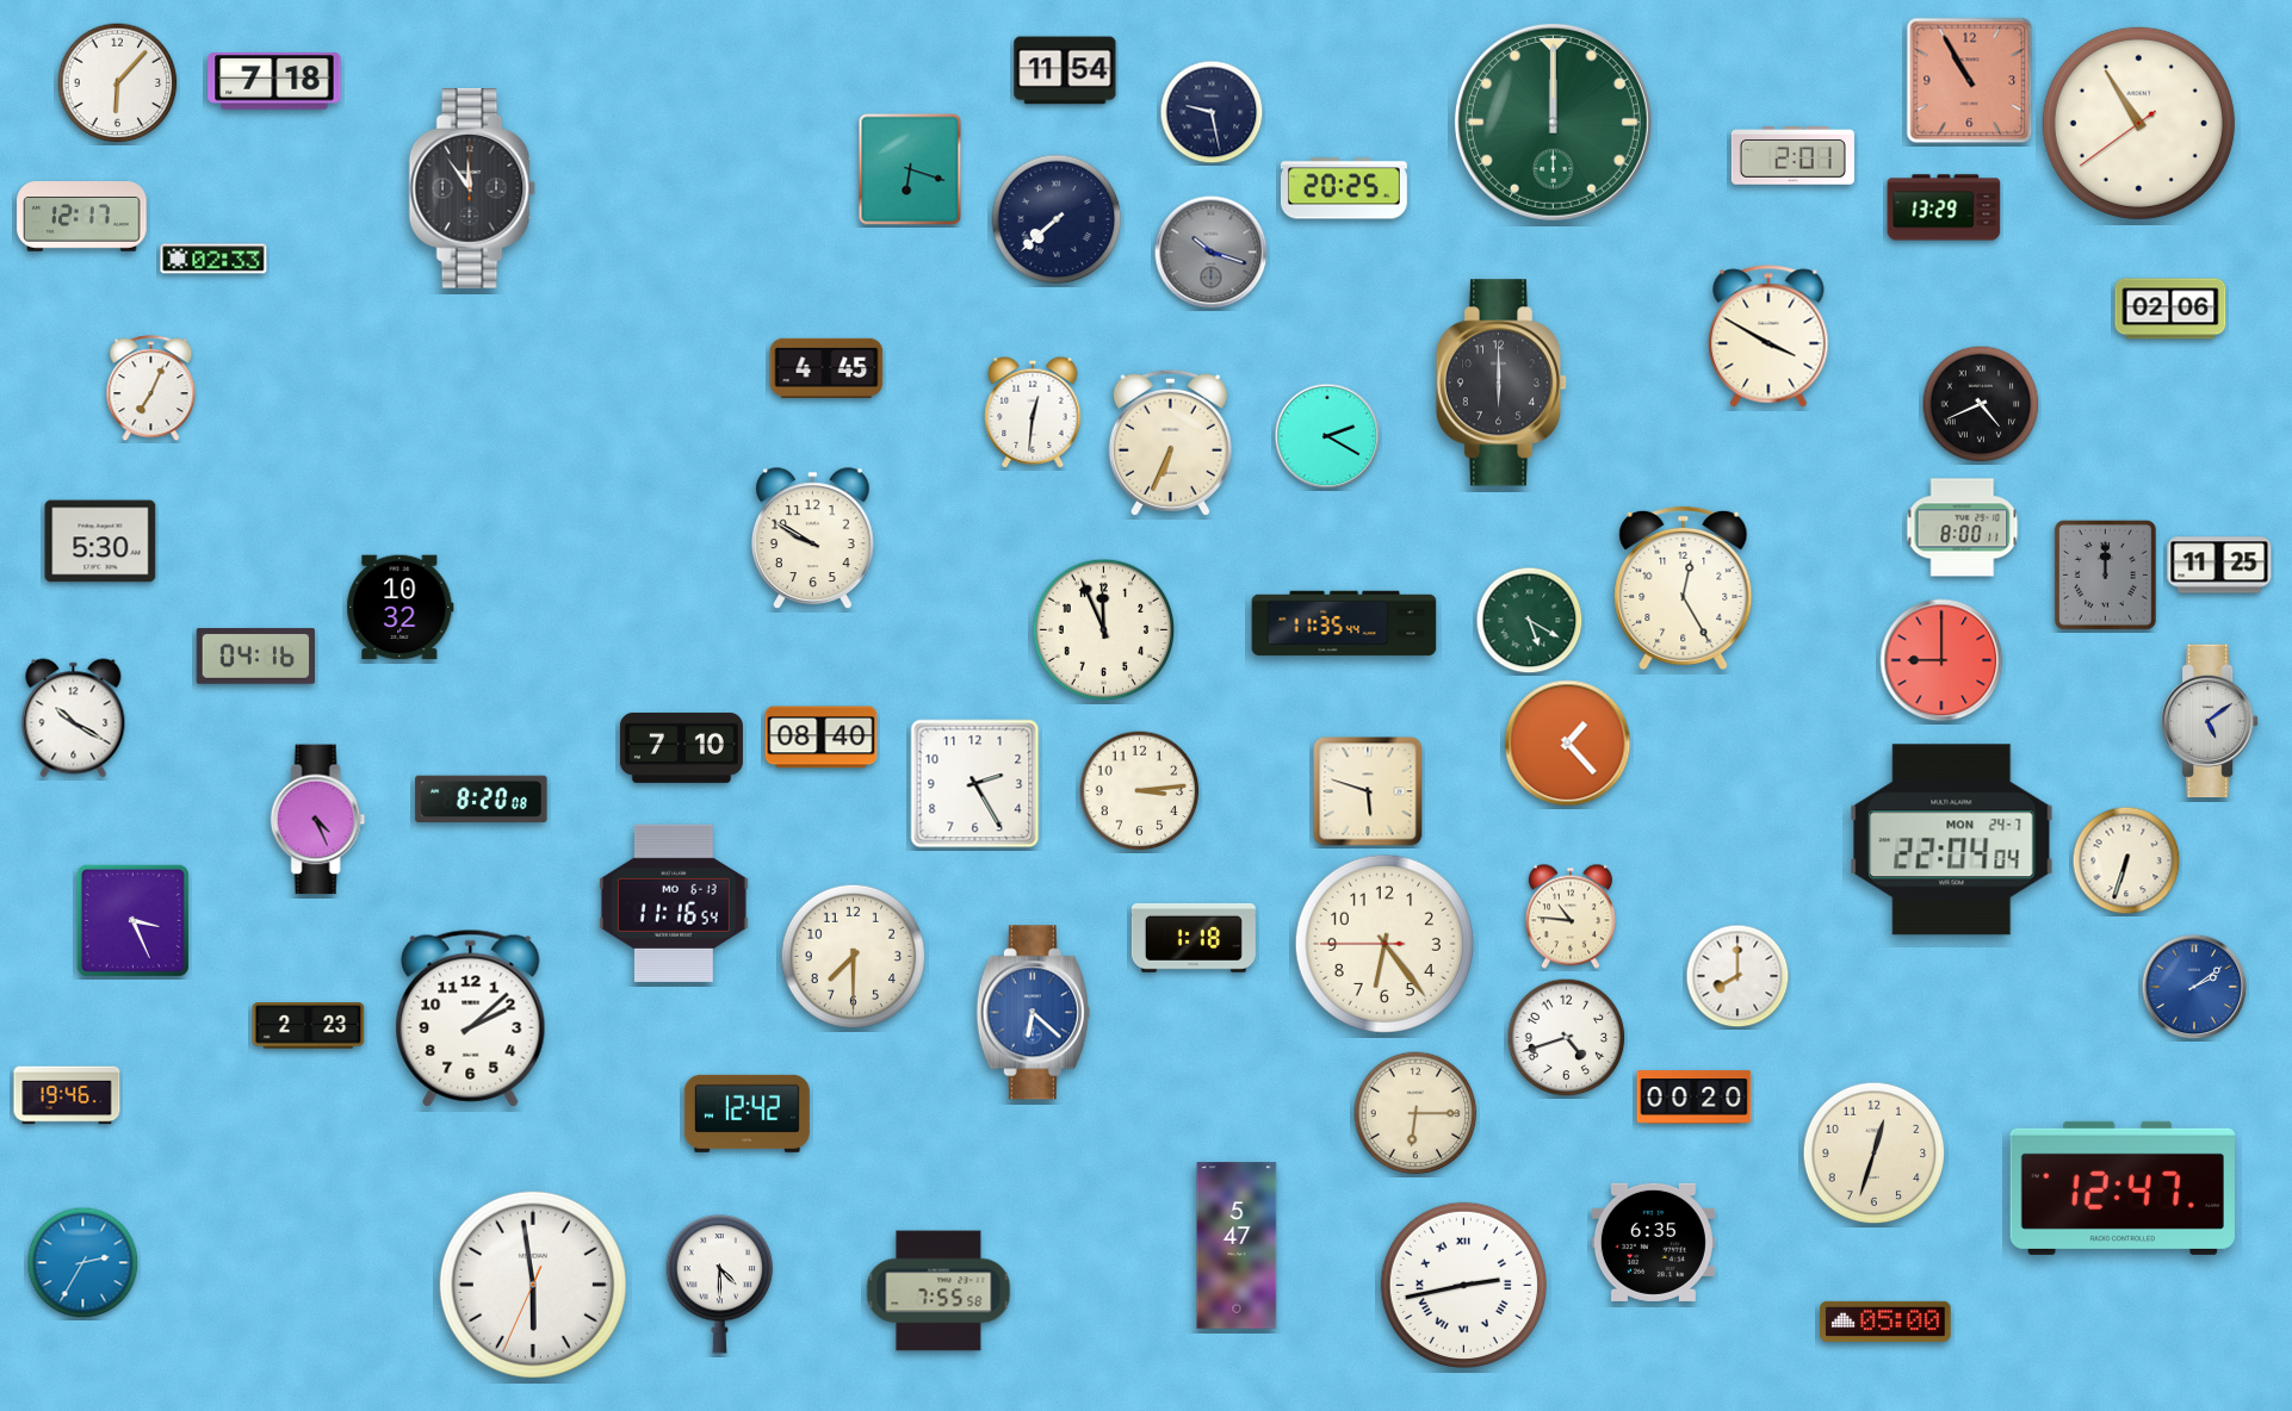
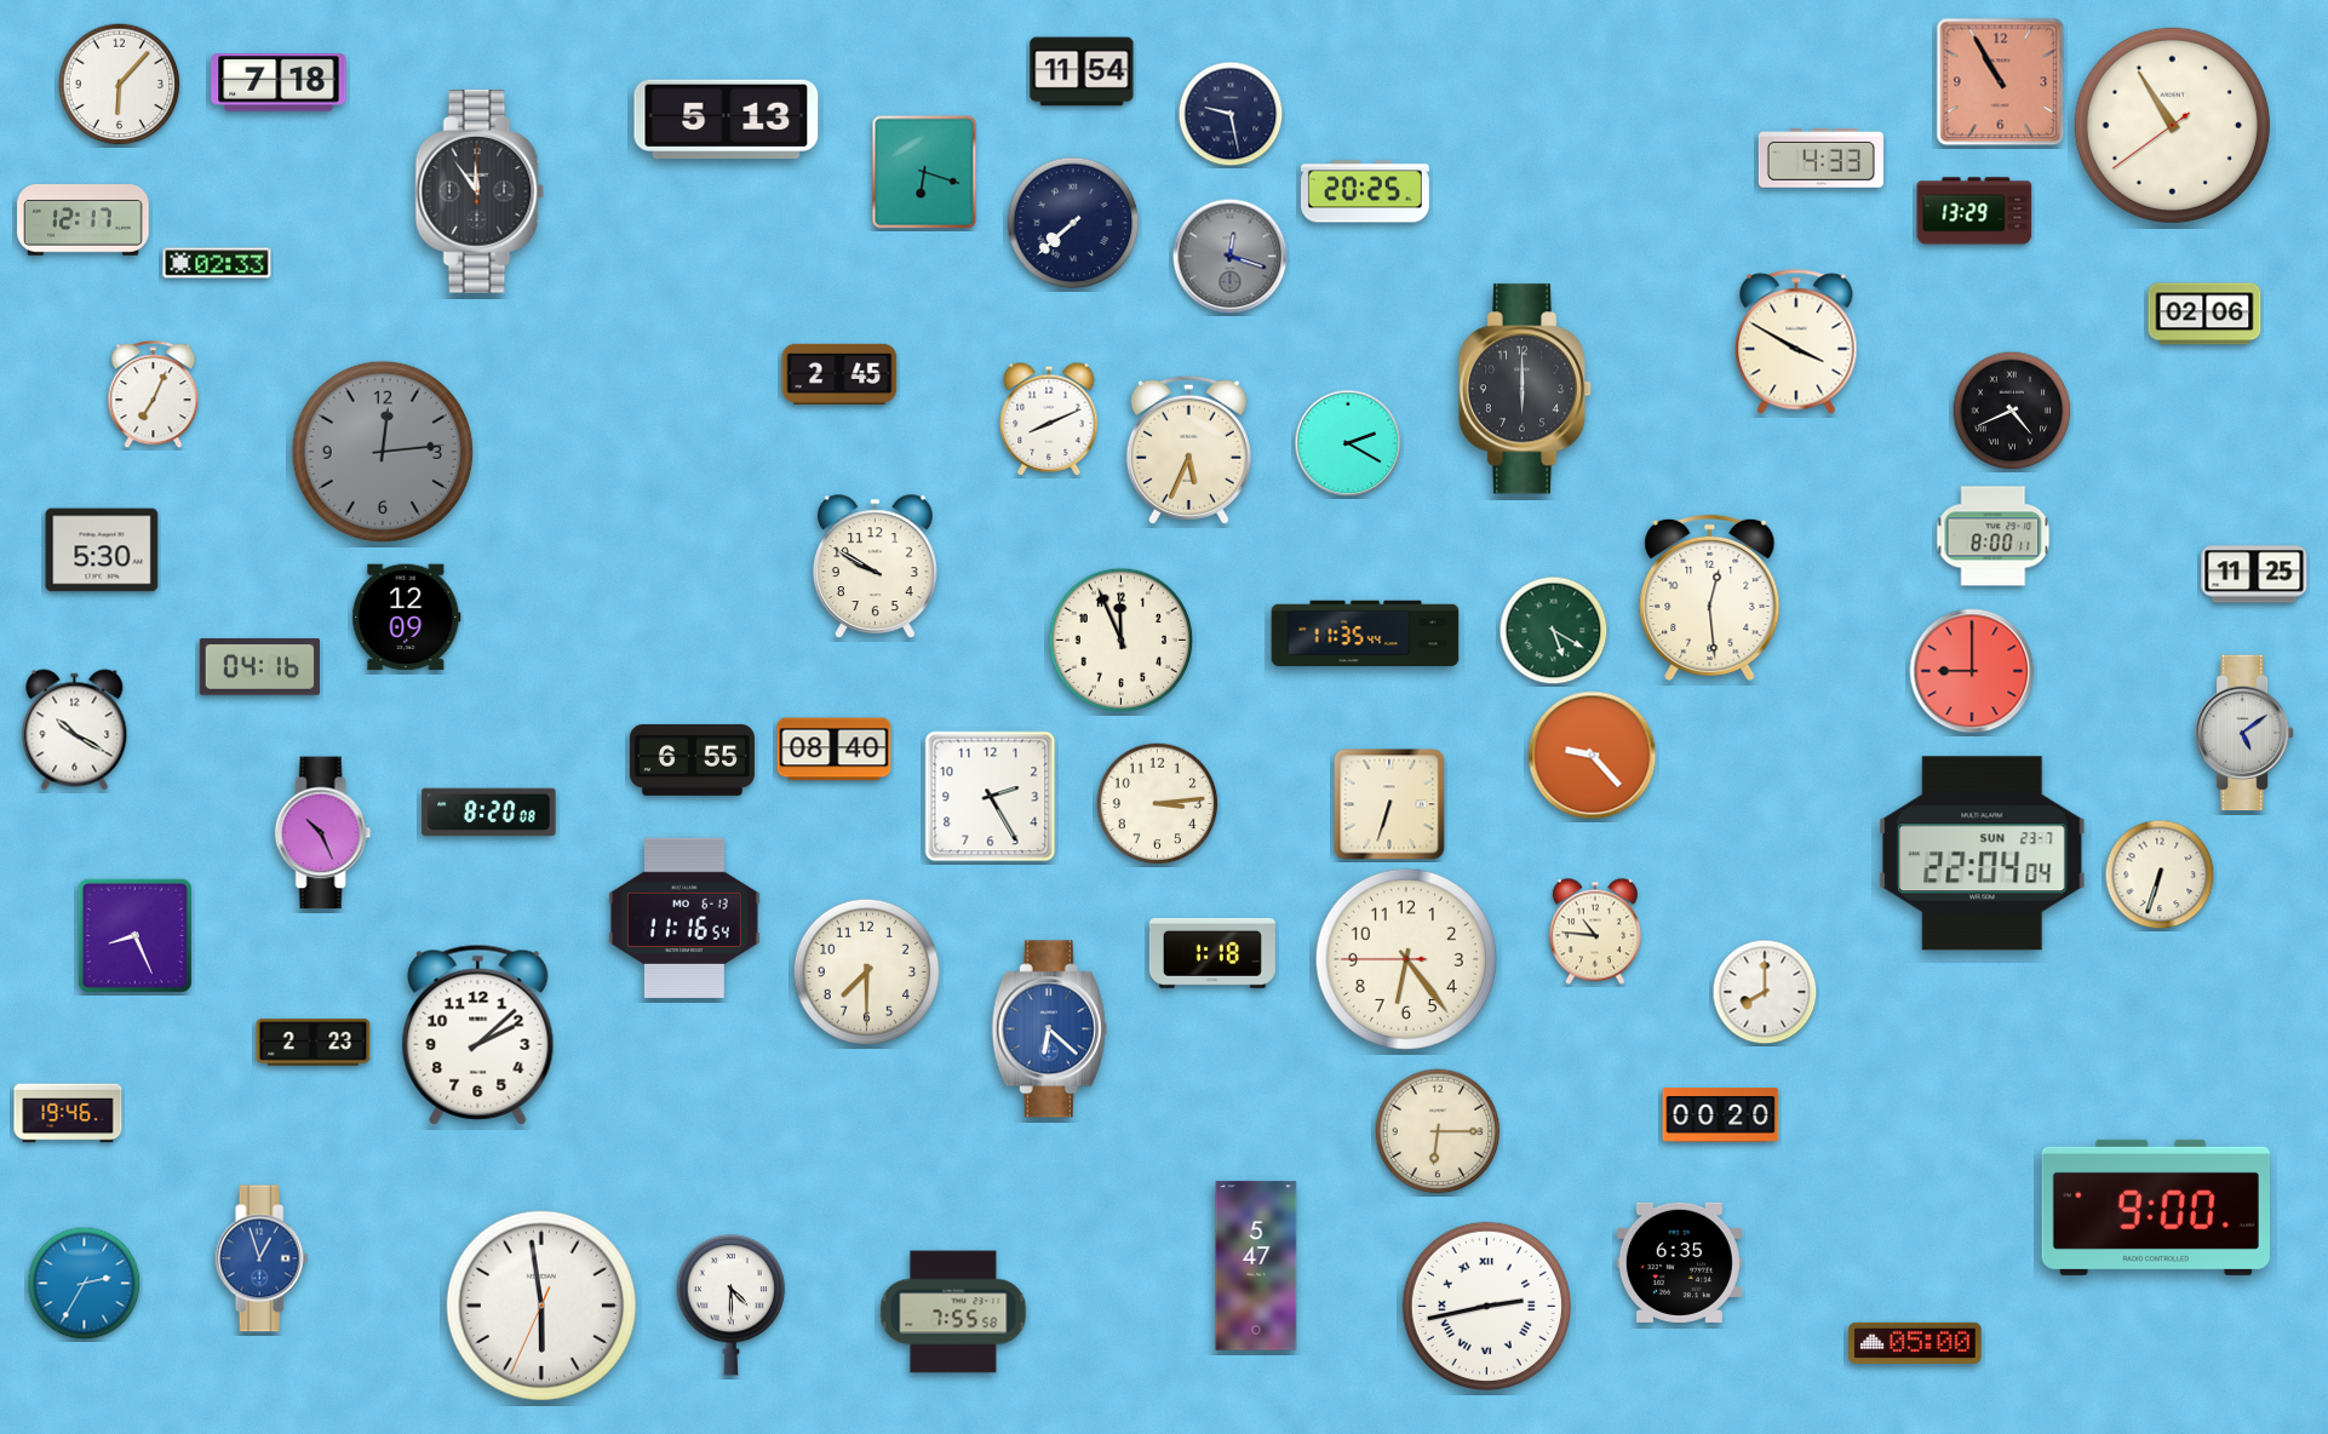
clock at (727, 120): none -> 5:13
clock at (1553, 122): 12:00 -> none
clock at (1792, 156): 2:01 -> 4:33
clock at (1212, 253): 10:18 -> 12:18
clock at (826, 368): 4:45 -> 2:45
clock at (1033, 412): 12:31 -> 8:11
clock at (1170, 442): 6:34 -> 5:34
clock at (383, 452): none -> 12:14
clock at (813, 539) position: (813, 539) -> (876, 567)
clock at (2105, 574): 12:00 -> none
clock at (1684, 588): 12:25 -> 12:29
clock at (401, 608): 10:32 -> 12:09
clock at (1568, 744): 1:23 -> 9:23
clock at (681, 747): 7:10 -> 6:55
clock at (1368, 791): 5:48 -> 6:33
clock at (318, 820): 4:26 -> 10:26
clock at (1952, 840) date: MON 24-7 -> SUN 23-7
clock at (132, 920): 3:26 -> 8:26
clock at (2194, 987): 2:09 -> none
clock at (1567, 1038): 4:42 -> none
clock at (747, 1113): 12:42 -> none
clock at (1875, 1154): 12:33 -> none
clock at (2123, 1188): 12:47 -> 9:00
clock at (262, 1258): none -> 12:57
